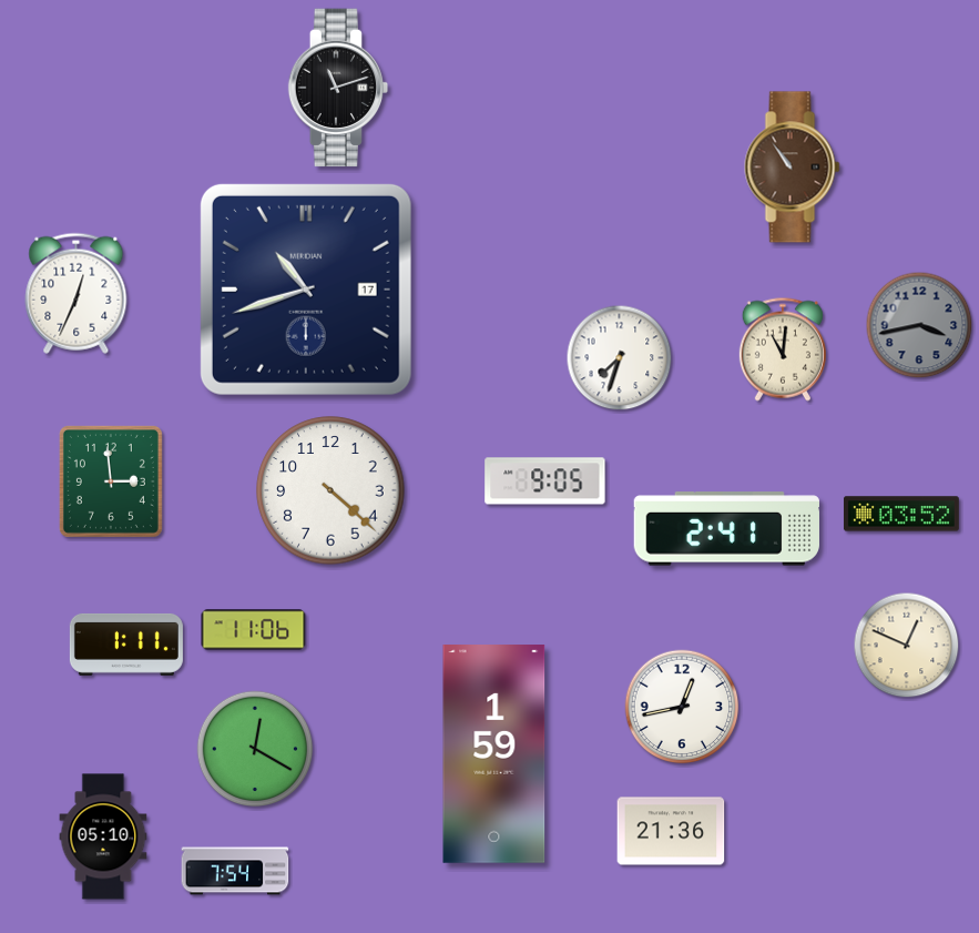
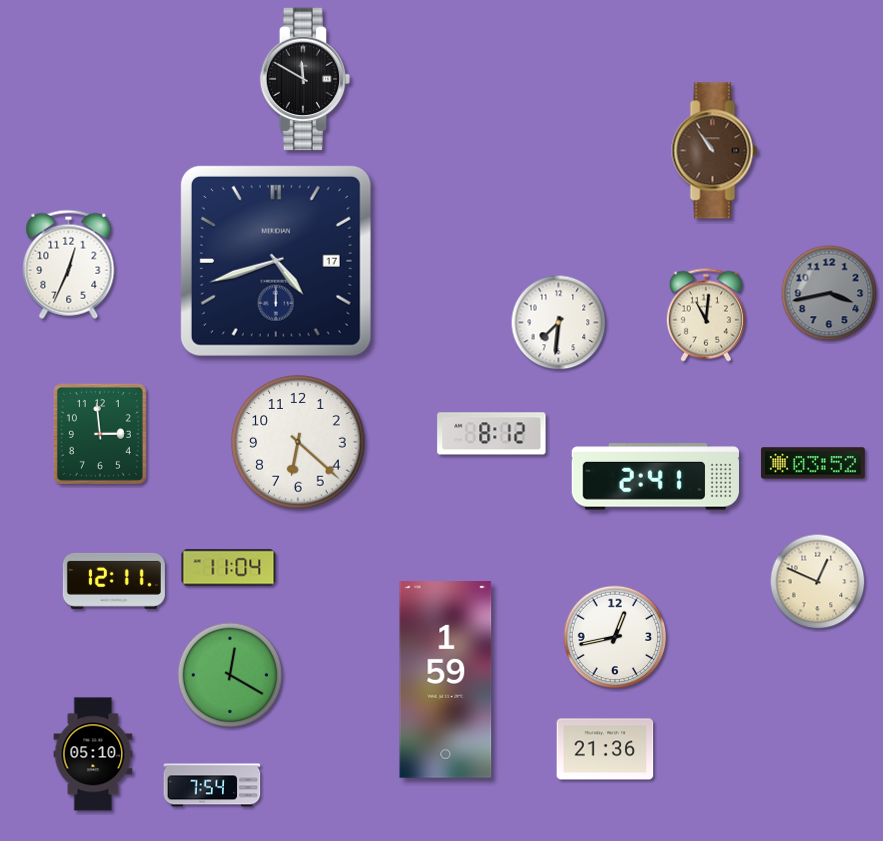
clock at (338, 88): 11:12 -> 11:50
clock at (306, 290): 10:42 -> 4:42
clock at (620, 358): 7:33 -> 7:31
clock at (545, 481): 9:05 -> 8:12
clock at (330, 490): 4:22 -> 6:22
clock at (254, 630): 11:06 -> 11:04
clock at (126, 645): 1:11 -> 12:11
